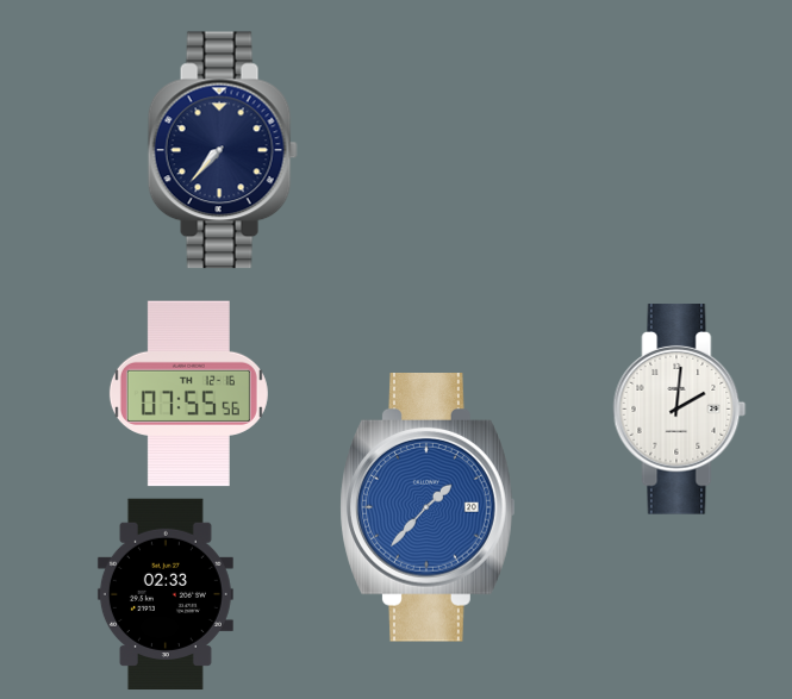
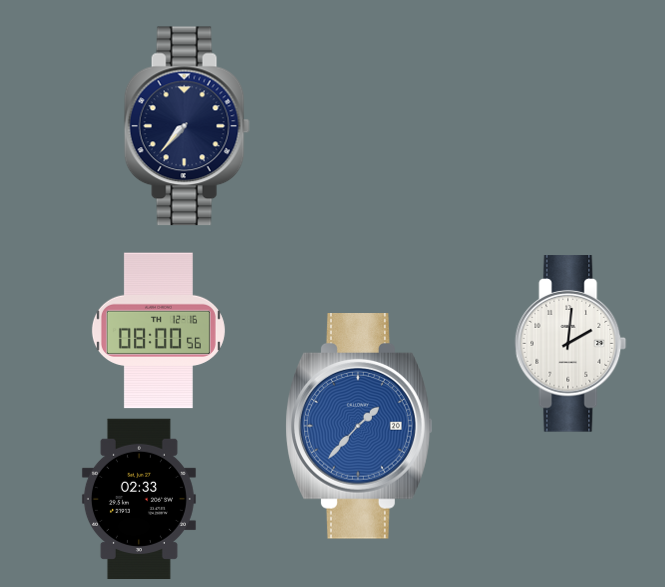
clock at (188, 394): 07:55 -> 08:00
